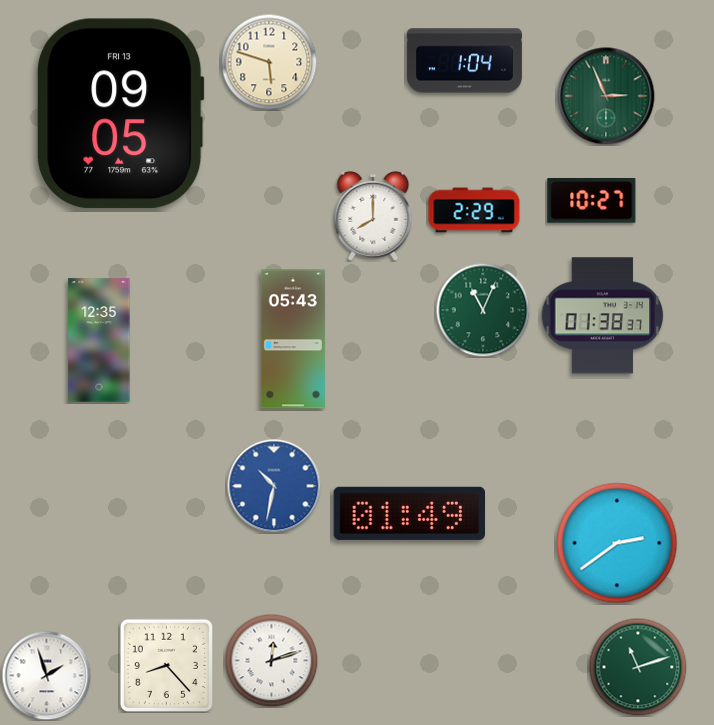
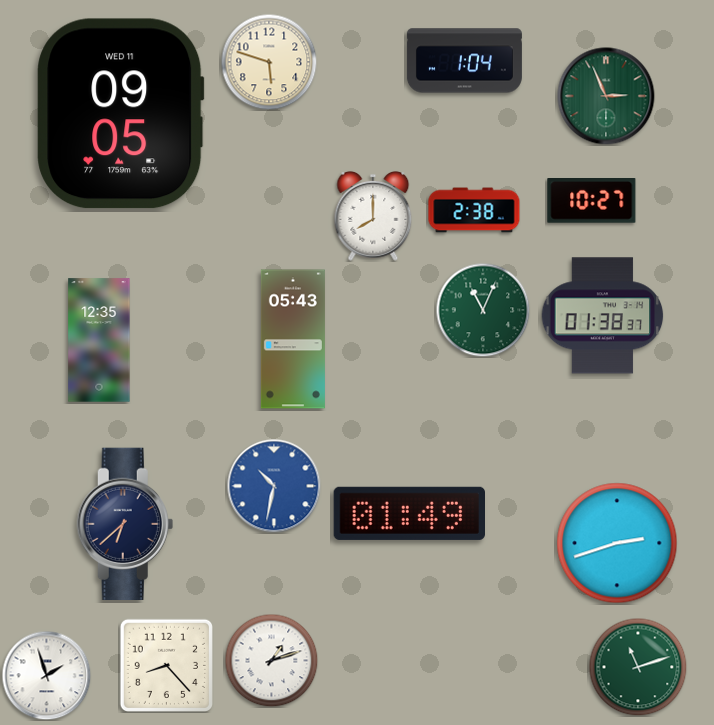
clock at (121, 114) date: FRI 13 -> WED 11
clock at (474, 210): 2:29 -> 2:38
clock at (125, 523): none -> 6:38
clock at (617, 543): 2:39 -> 2:42
clock at (271, 660): 12:12 -> 1:12
